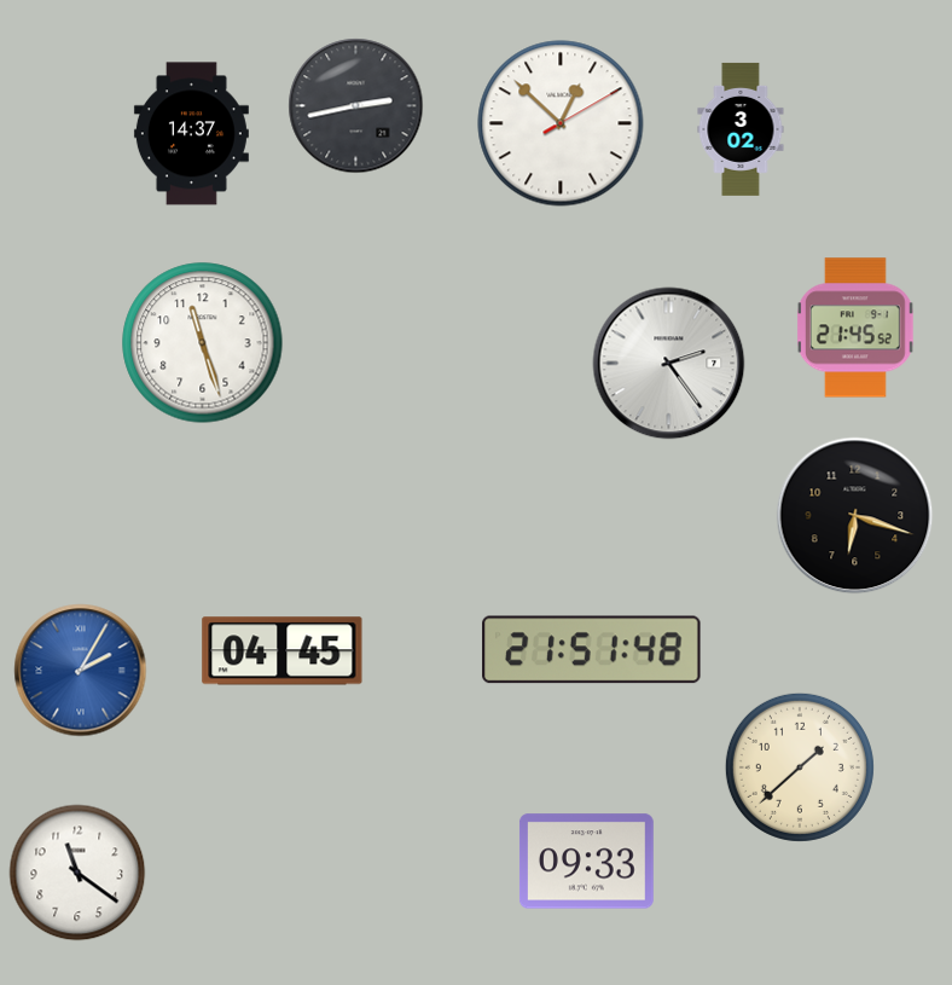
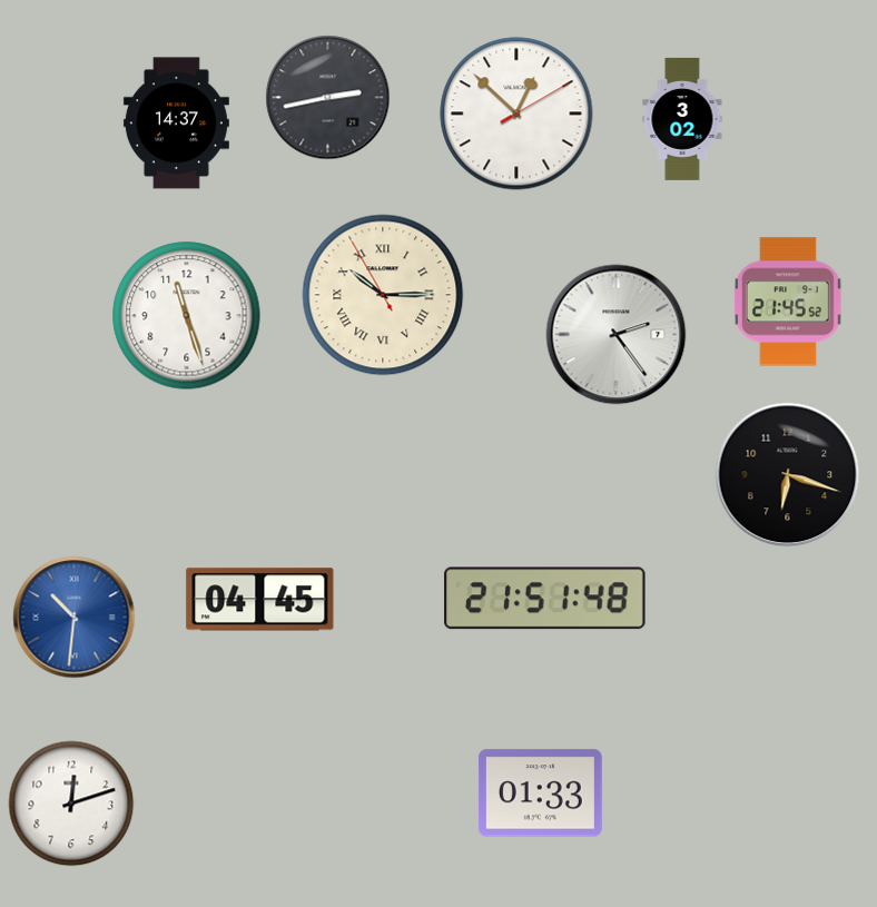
clock at (383, 295): none -> 10:14
clock at (81, 671): 2:05 -> 10:31
clock at (800, 767): 1:38 -> none
clock at (586, 862): 09:33 -> 01:33
clock at (77, 873): 11:21 -> 12:12
